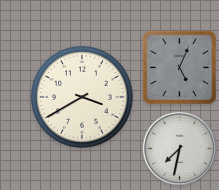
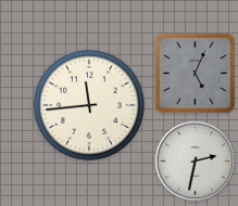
clock at (83, 98): 3:40 -> 11:44
clock at (180, 149): 7:32 -> 2:32
